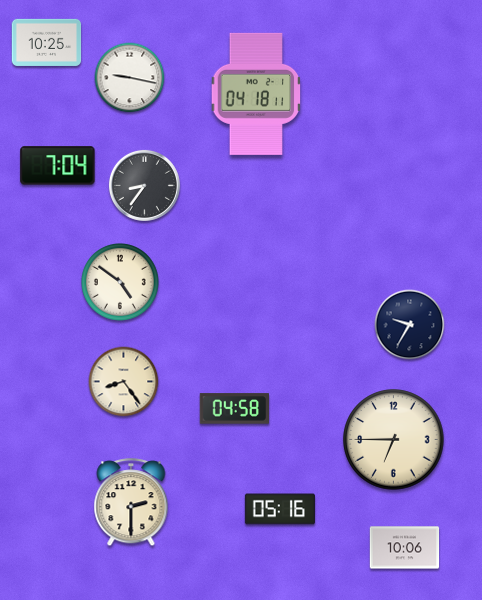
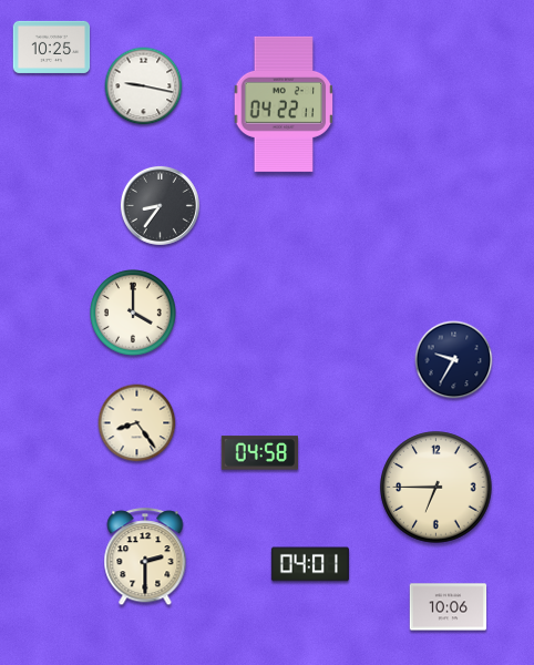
clock at (256, 94): 04:18 -> 04:22
clock at (58, 166): 7:04 -> none
clock at (121, 283): 4:51 -> 4:00
clock at (280, 509): 05:16 -> 04:01
